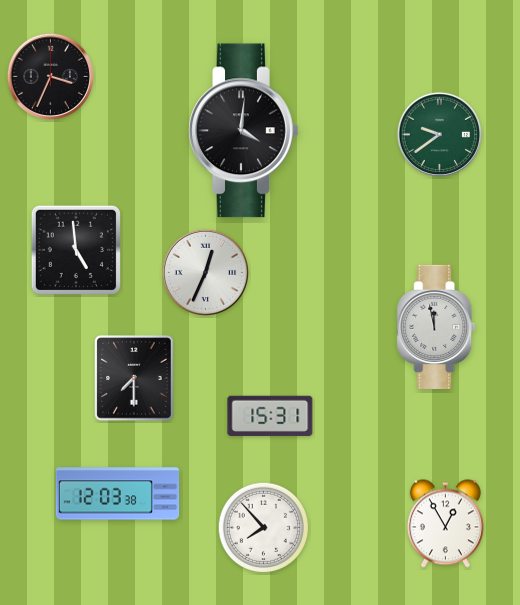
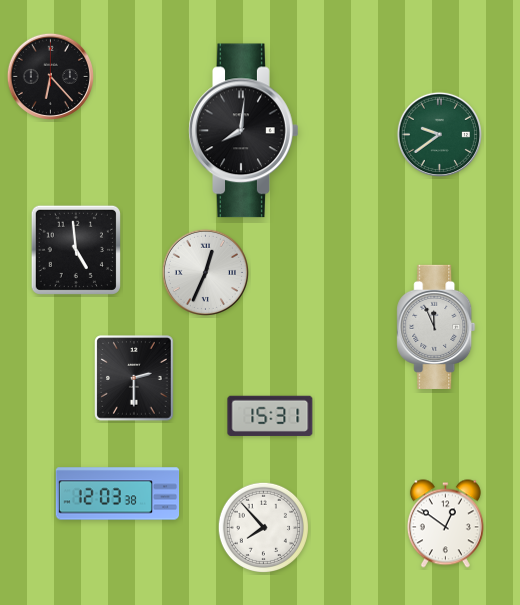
clock at (50, 76): 3:34 -> 6:23
clock at (244, 131): 4:01 -> 8:01
clock at (436, 327): 11:58 -> 11:56
clock at (134, 378): 7:30 -> 2:30
clock at (445, 524): 12:55 -> 12:51
